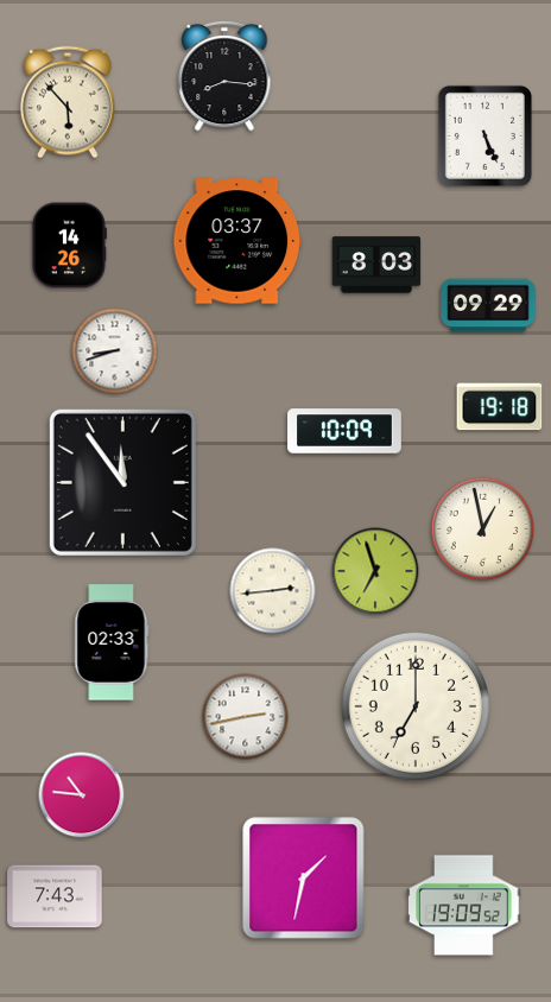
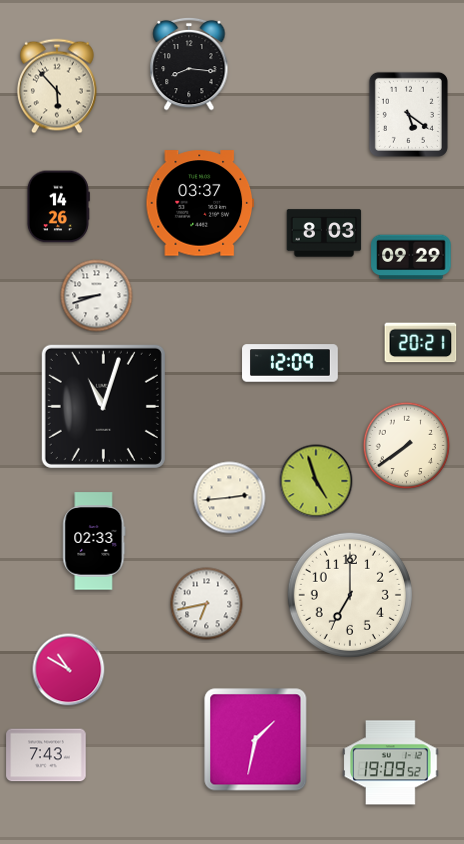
clock at (484, 135): 5:26 -> 5:21
clock at (376, 265) position: (376, 265) -> (324, 233)
clock at (500, 407): 19:18 -> 20:21
clock at (344, 431): 10:09 -> 12:09
clock at (122, 482): 11:54 -> 11:03
clock at (483, 529): 12:58 -> 7:39
clock at (375, 571): 6:57 -> 4:57
clock at (246, 717): 2:43 -> 6:43
clock at (82, 795): 10:46 -> 10:50
